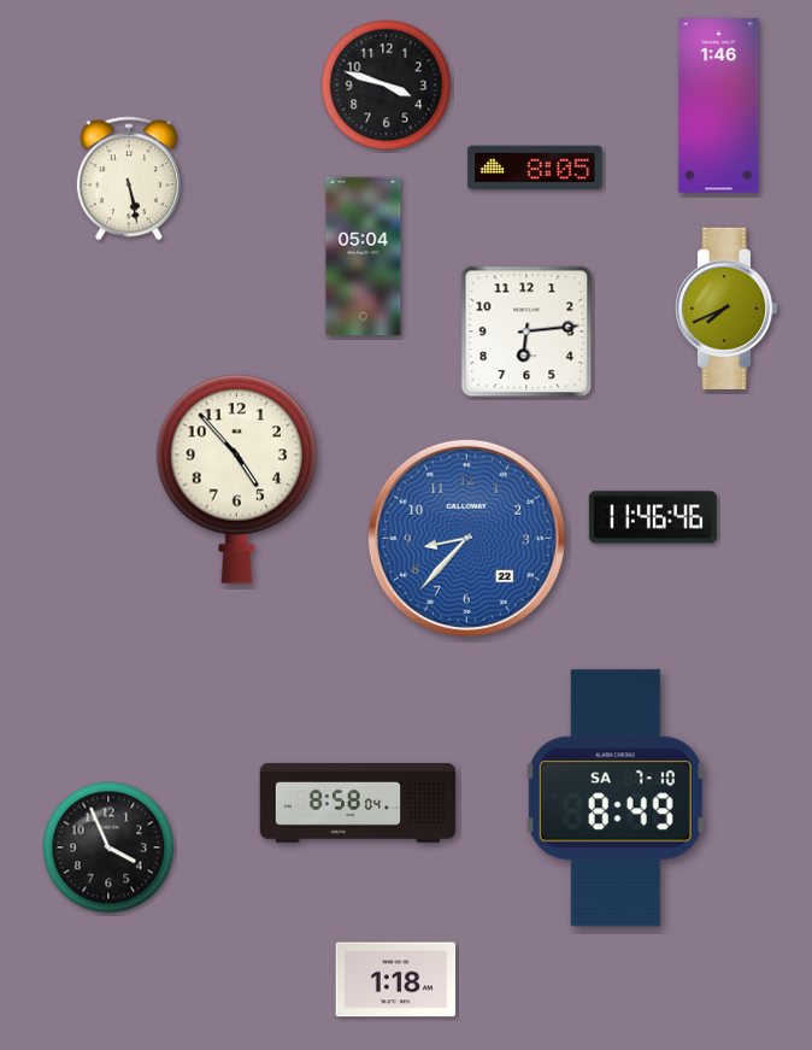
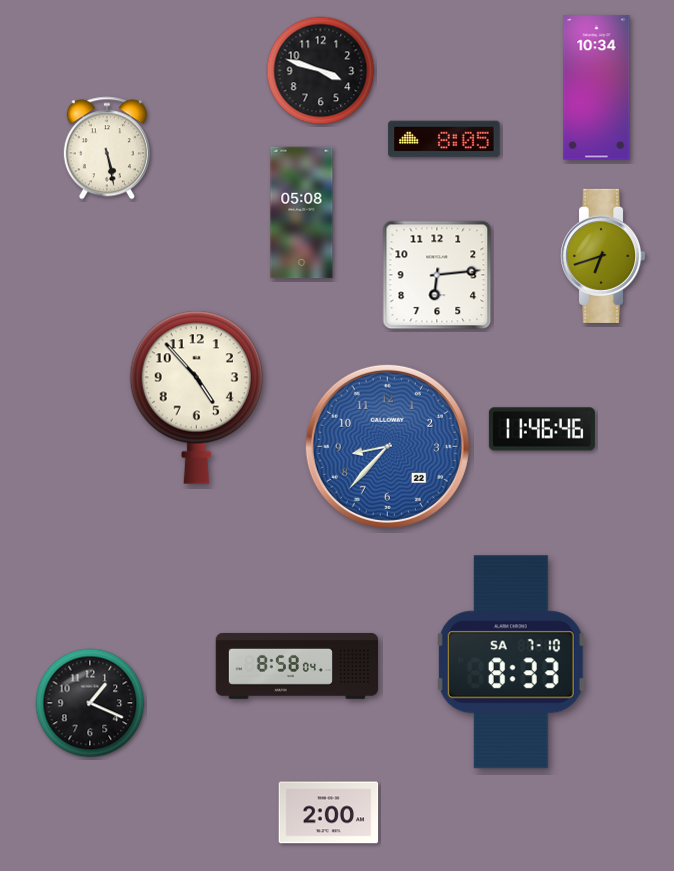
clock at (719, 106): 1:46 -> 10:34
clock at (364, 257): 05:04 -> 05:08
clock at (728, 309): 7:41 -> 6:42
clock at (616, 798): 8:49 -> 8:33
clock at (108, 847): 3:56 -> 1:19
clock at (396, 980): 1:18 -> 2:00
